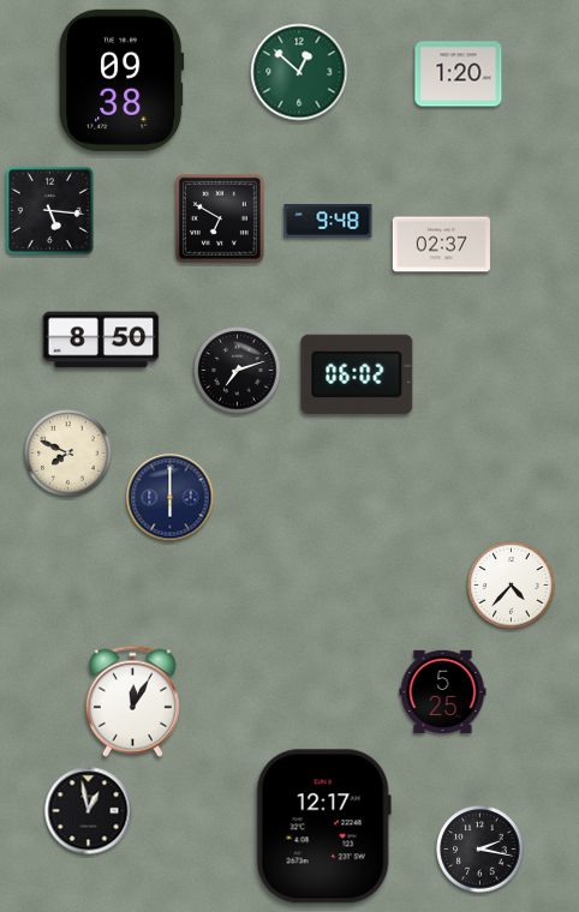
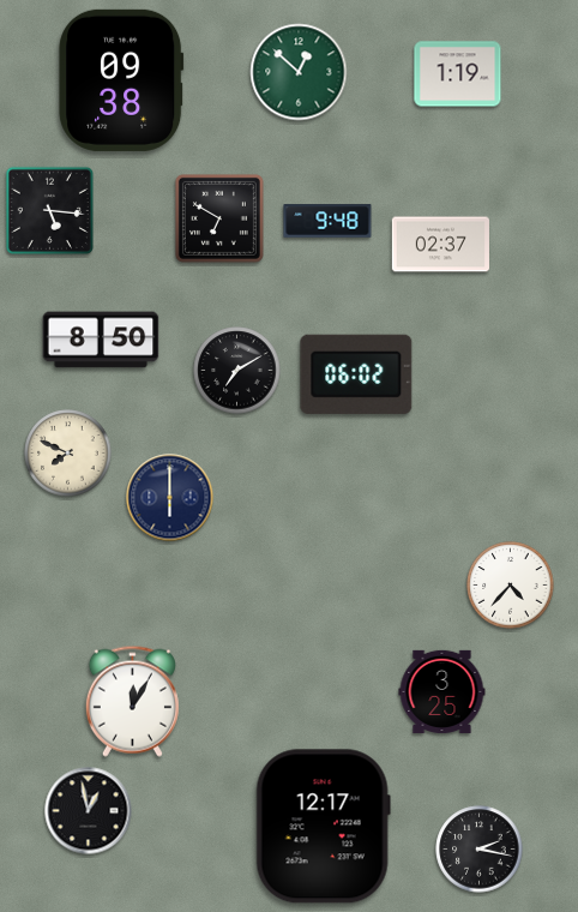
clock at (459, 74): 1:20 -> 1:19
clock at (238, 371): 7:12 -> 7:10
clock at (443, 691): 5:25 -> 3:25
